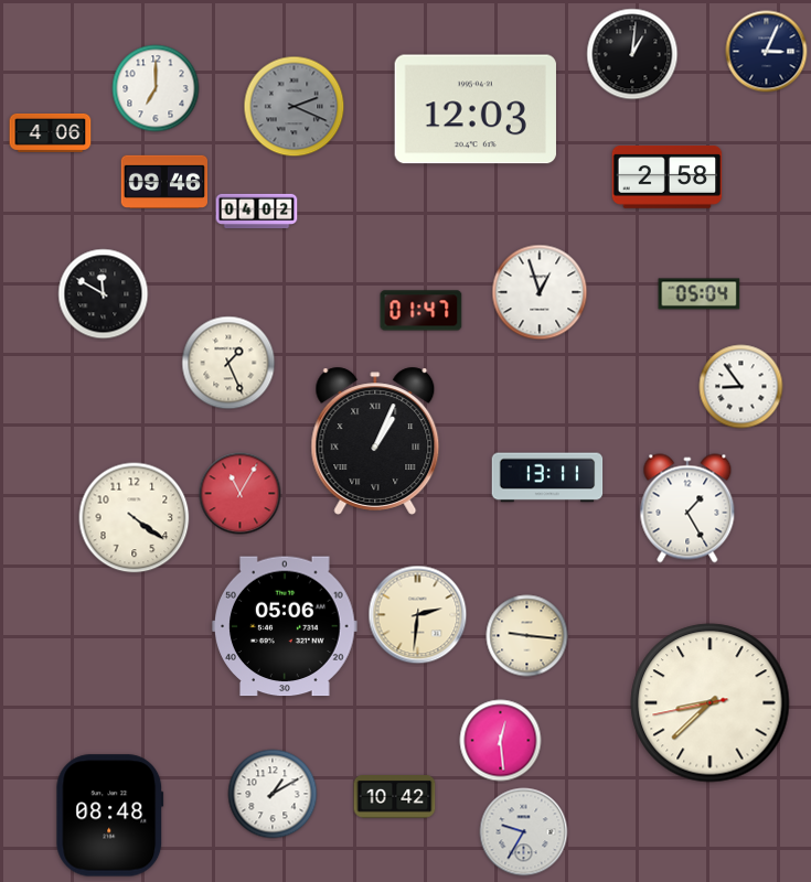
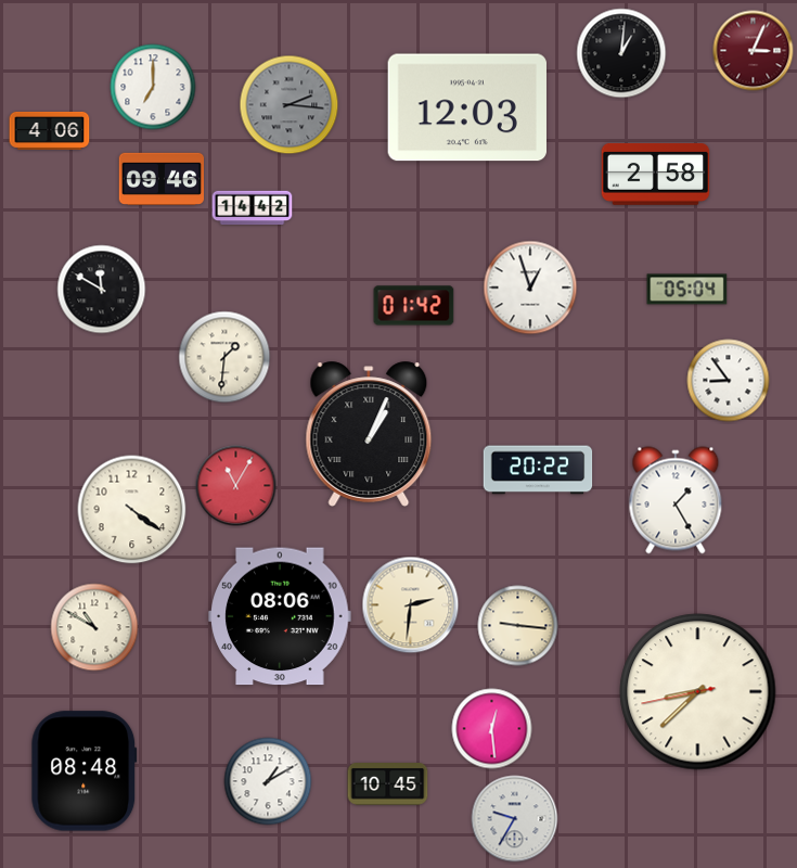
clock at (767, 52) dial: navy -> burgundy
clock at (295, 107): 2:19 -> 2:16
clock at (257, 212): 04:02 -> 14:42
clock at (421, 311): 01:47 -> 01:42
clock at (228, 363): 1:26 -> 1:31
clock at (547, 477): 13:11 -> 20:22
clock at (285, 626): 05:06 -> 08:06
clock at (94, 627): none -> 10:50
clock at (395, 797): 10:42 -> 10:45
clock at (110, 816) position: (110, 816) -> (85, 771)
